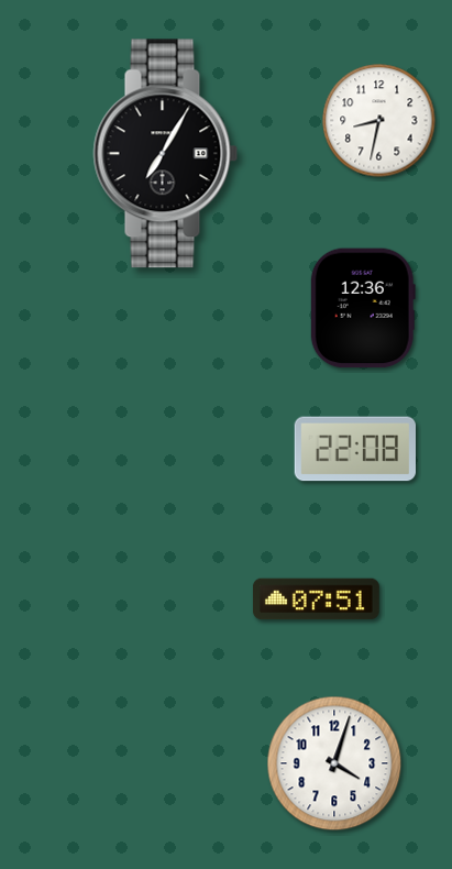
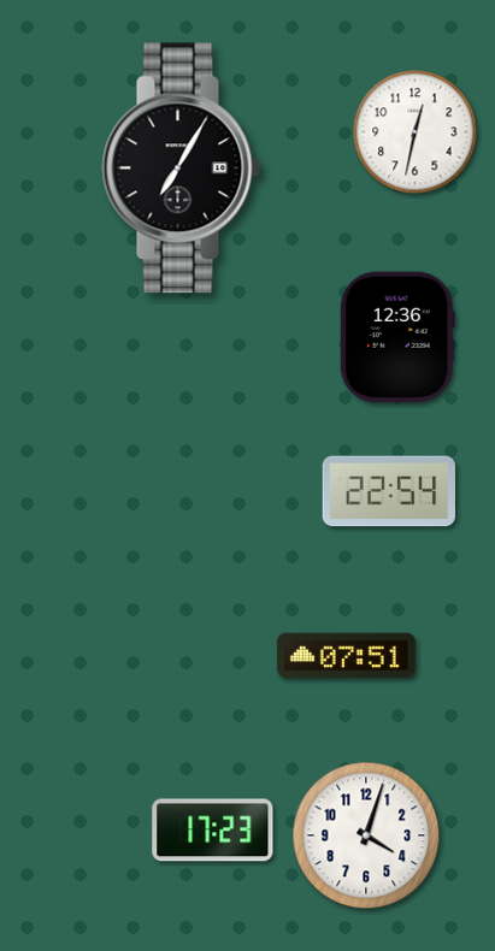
clock at (379, 121): 8:32 -> 12:32
clock at (354, 449): 22:08 -> 22:54
clock at (213, 831): none -> 17:23
